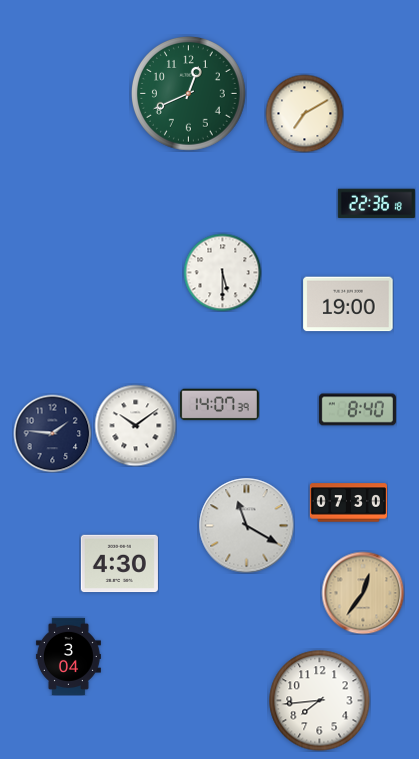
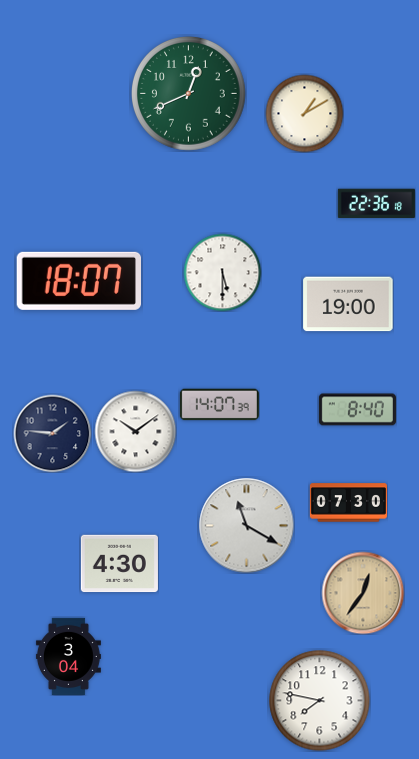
clock at (304, 113): 7:10 -> 1:10
clock at (78, 281): none -> 18:07
clock at (135, 425) position: (135, 425) -> (135, 431)
clock at (320, 701): 7:44 -> 7:47
